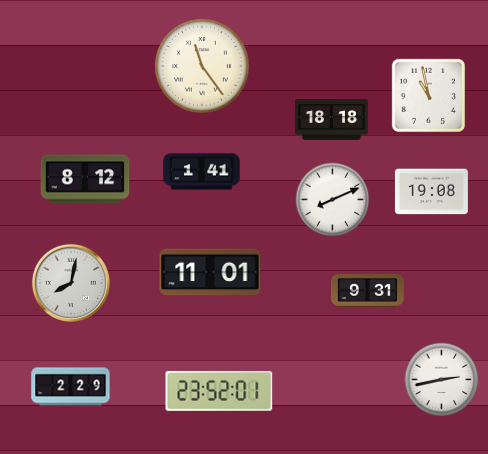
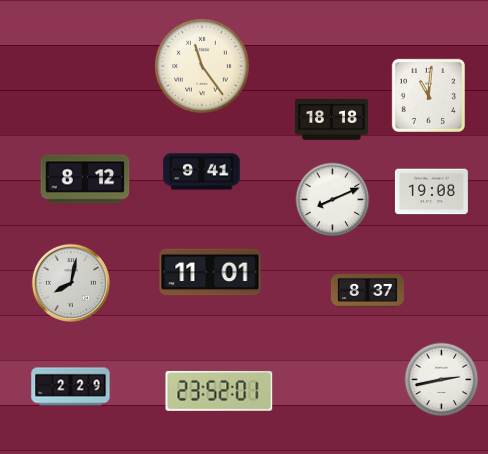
clock at (428, 95): 10:58 -> 11:01
clock at (202, 172): 1:41 -> 9:41
clock at (367, 290): 9:31 -> 8:37
